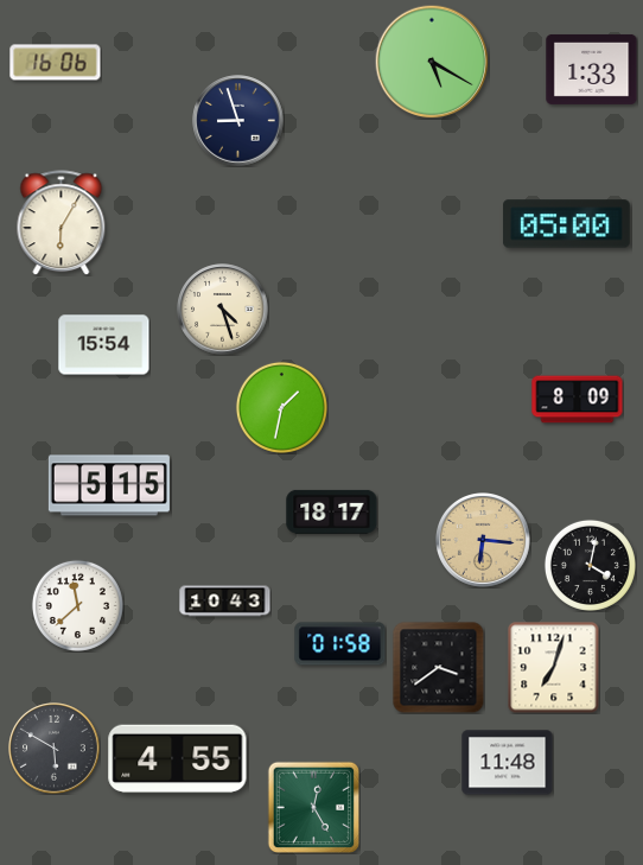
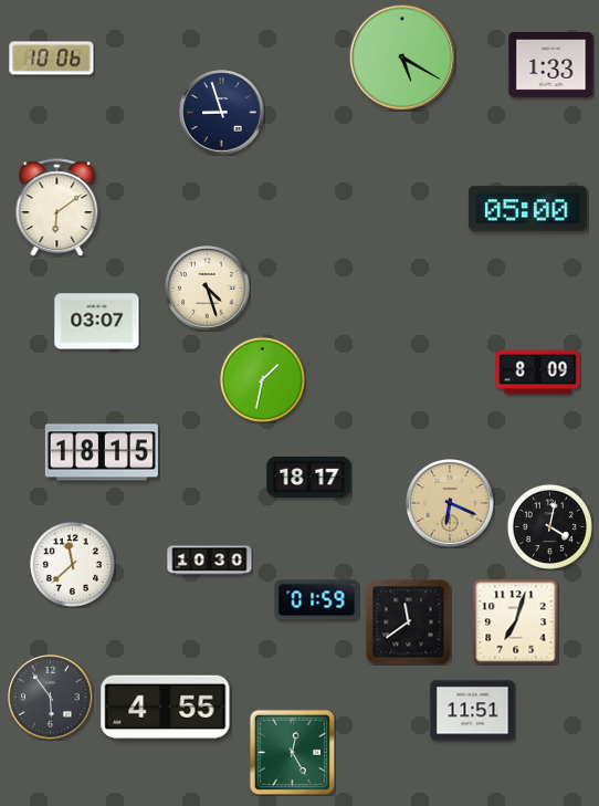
clock at (56, 63): 16:06 -> 10:06
clock at (62, 223): 6:05 -> 6:09
clock at (104, 345): 15:54 -> 03:07
clock at (109, 485): 5:15 -> 18:15
clock at (484, 541): 6:16 -> 6:19
clock at (225, 602): 10:43 -> 10:30
clock at (340, 644): 01:58 -> 01:59
clock at (438, 667): 3:39 -> 11:39
clock at (55, 749): 5:50 -> 5:54
clock at (508, 763): 11:48 -> 11:51
